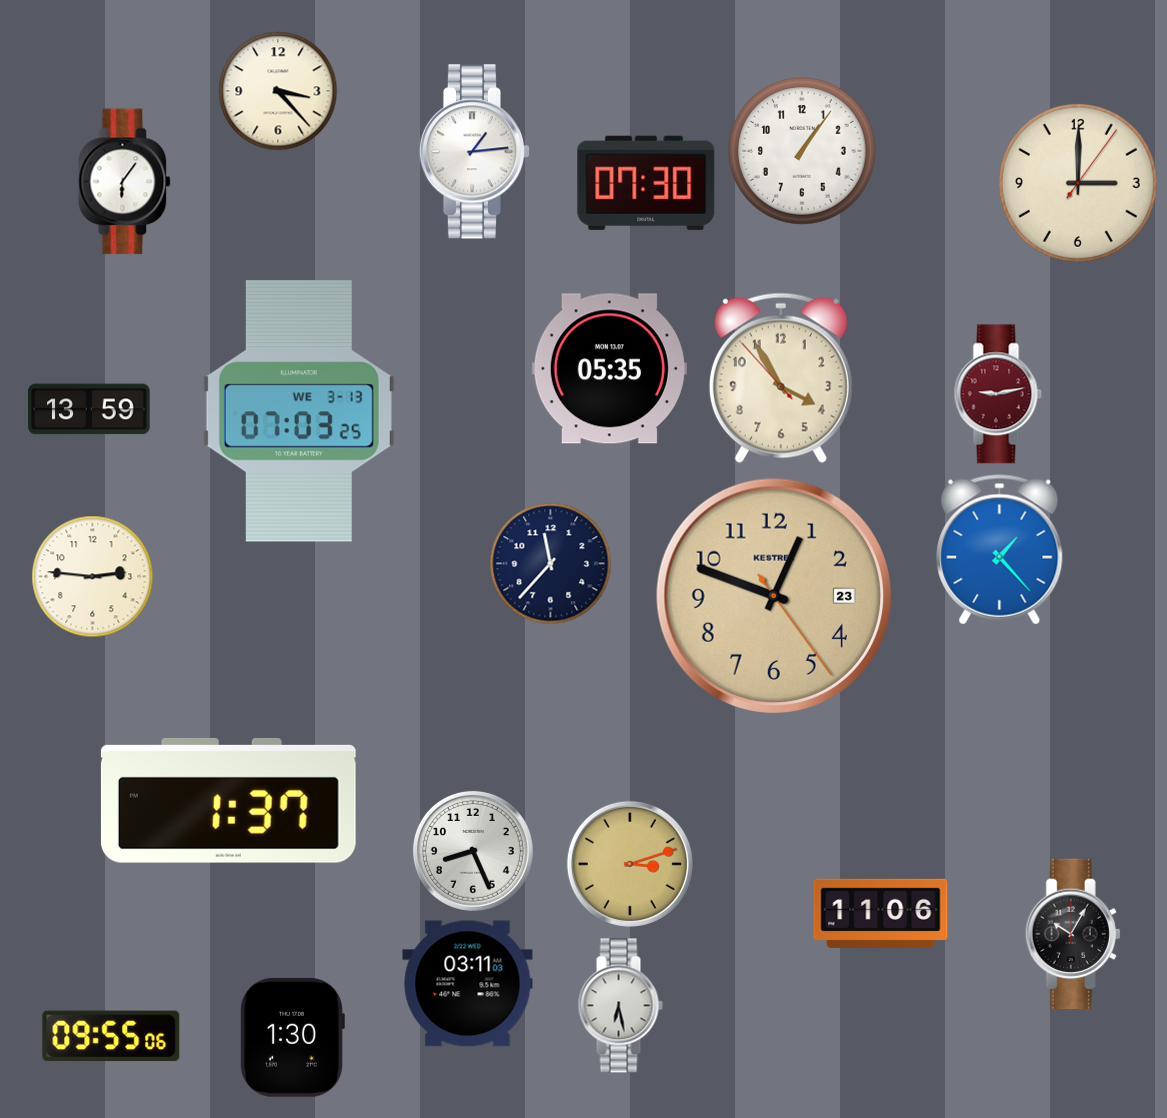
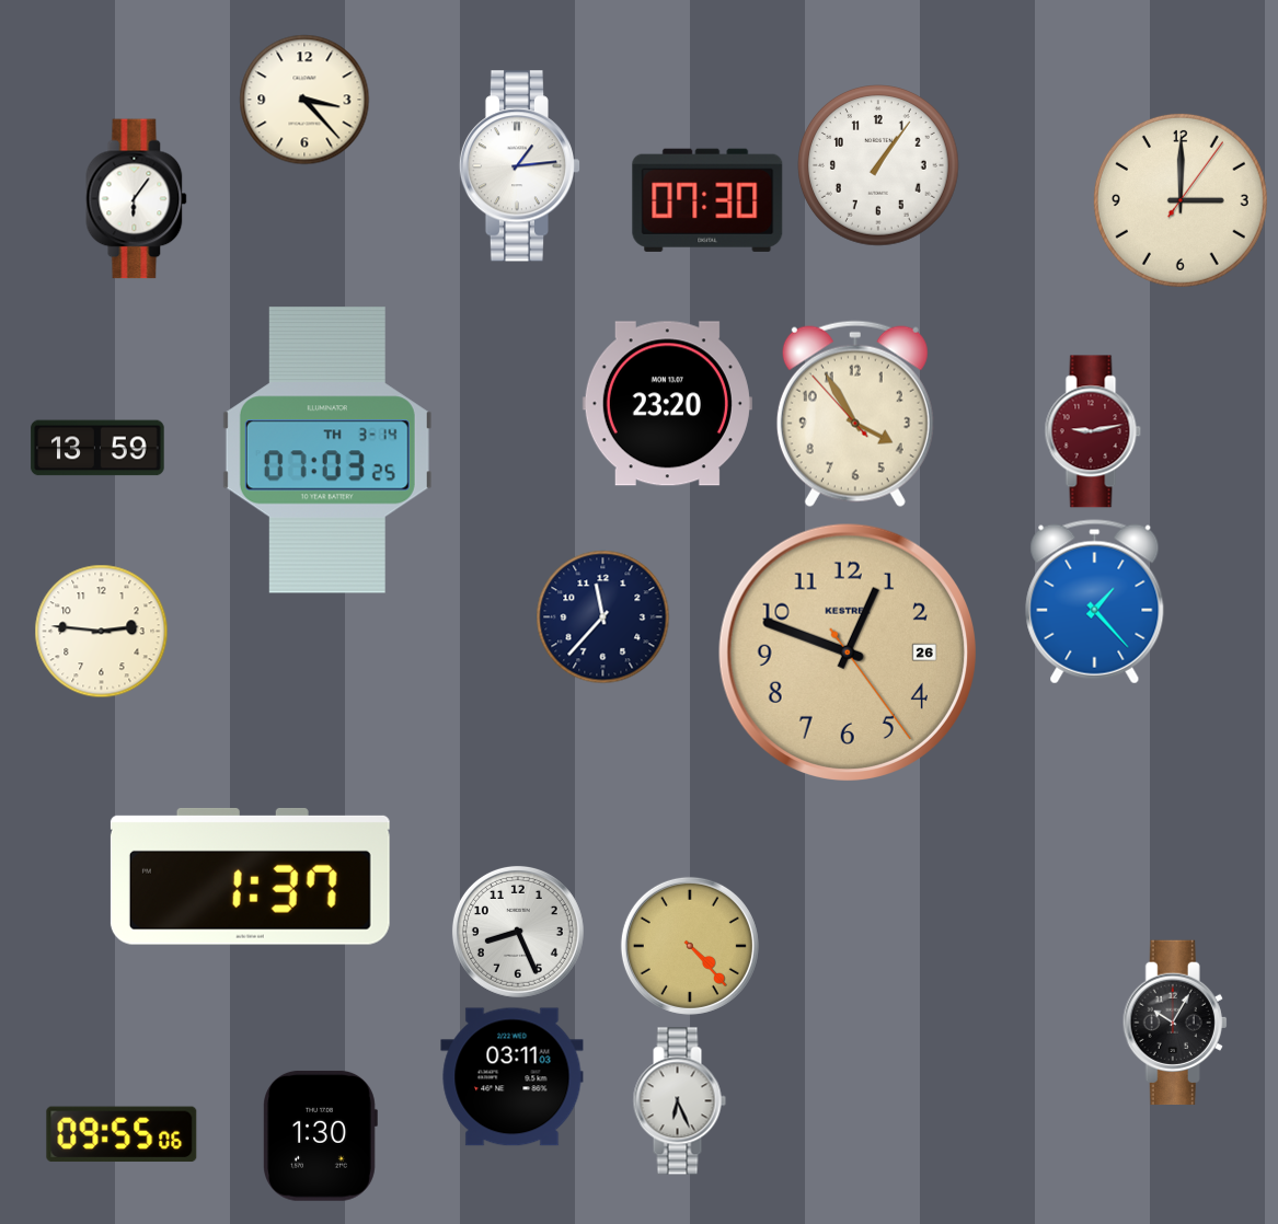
clock at (609, 369): 05:35 -> 23:20
clock at (299, 411) date: WE 3-13 -> TH 3-14
clock at (774, 596) date: 23 -> 26
clock at (630, 864): 3:12 -> 4:23
clock at (881, 913): 11:06 -> none
clock at (620, 1006): 6:28 -> 6:26
